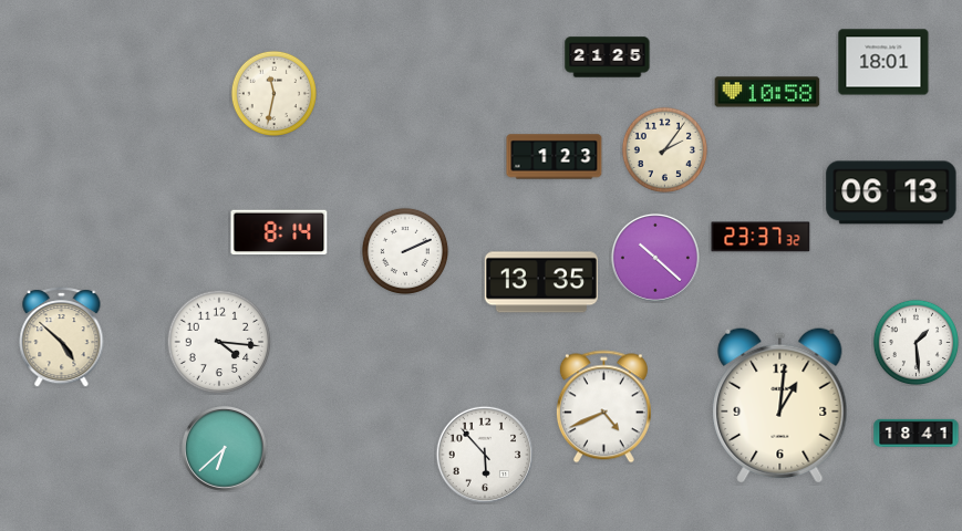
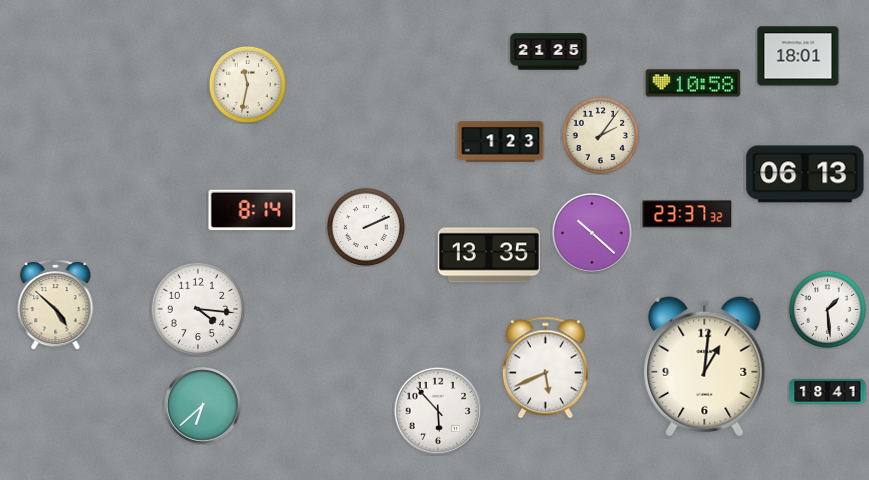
clock at (603, 407): 4:41 -> 5:41
